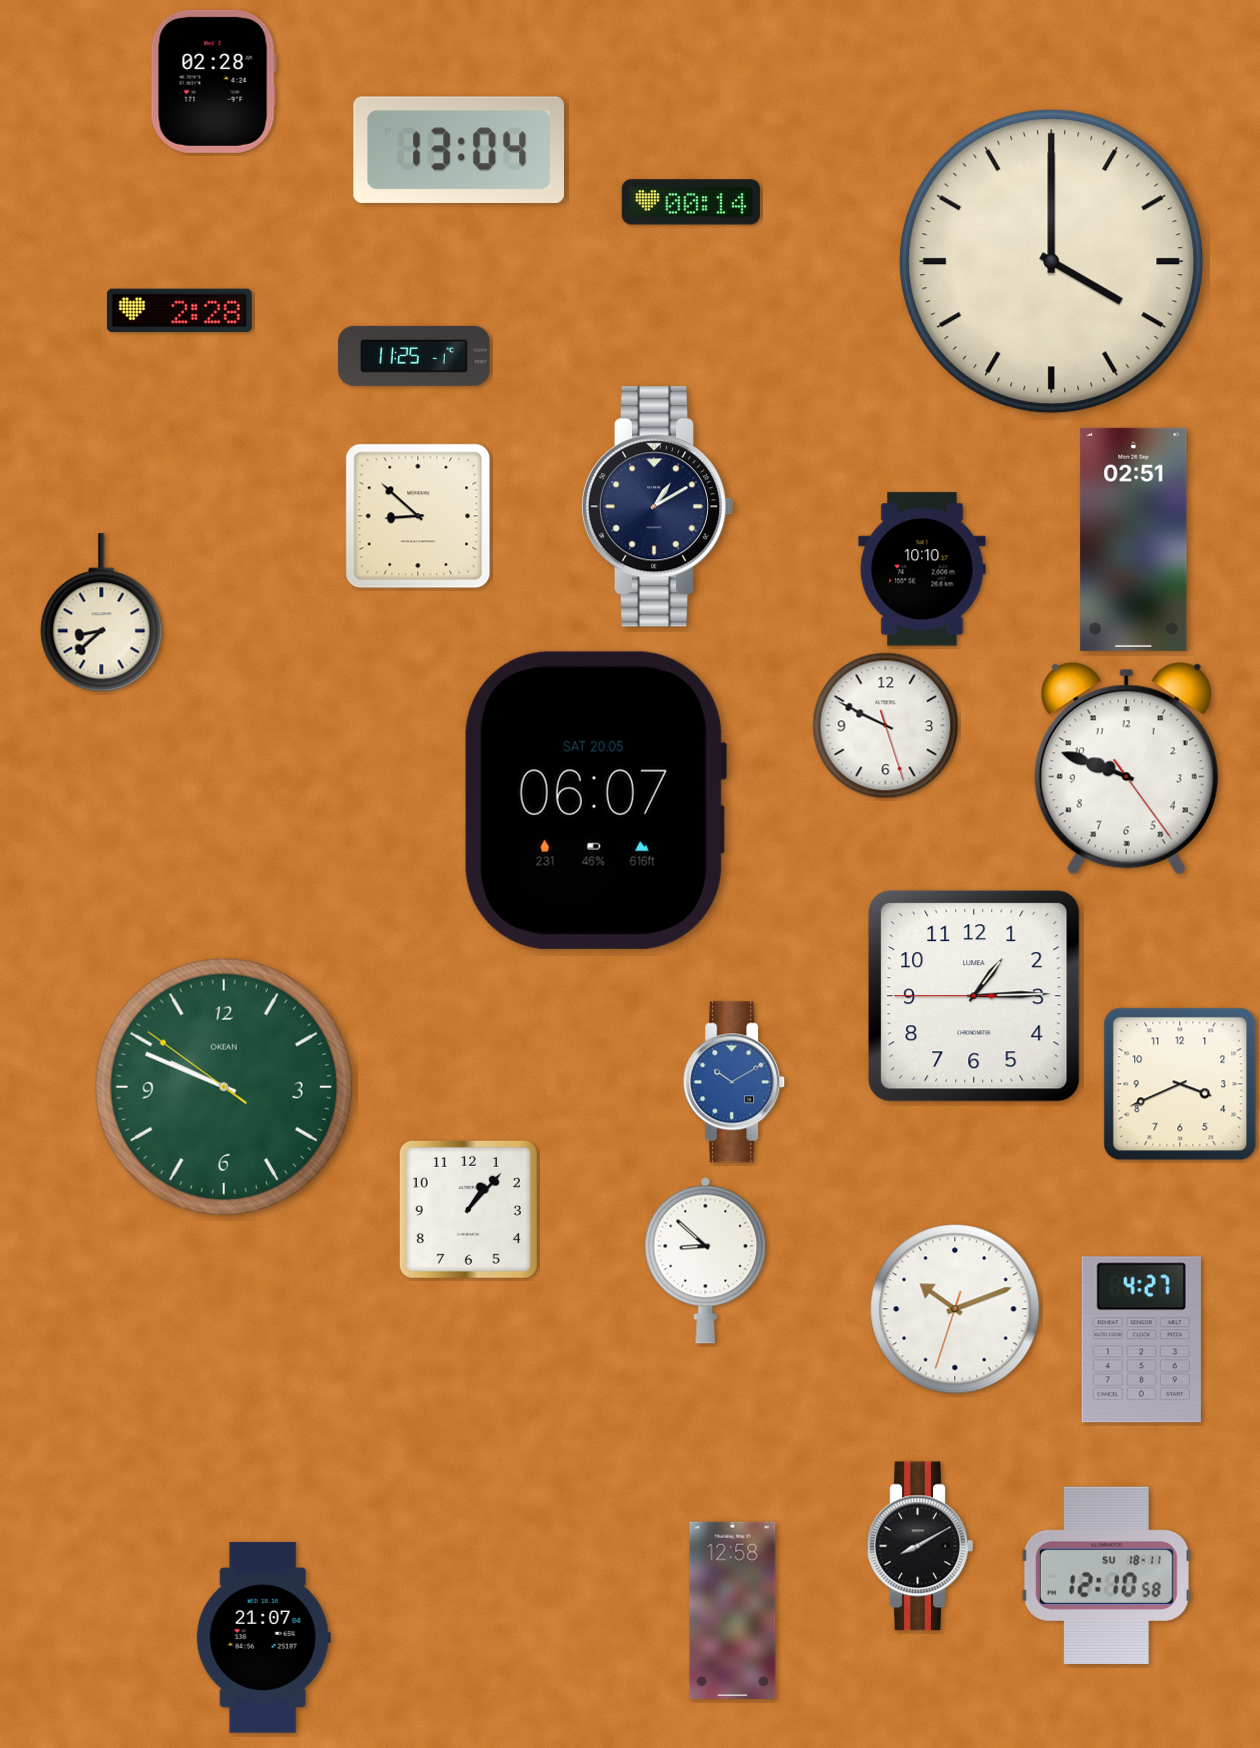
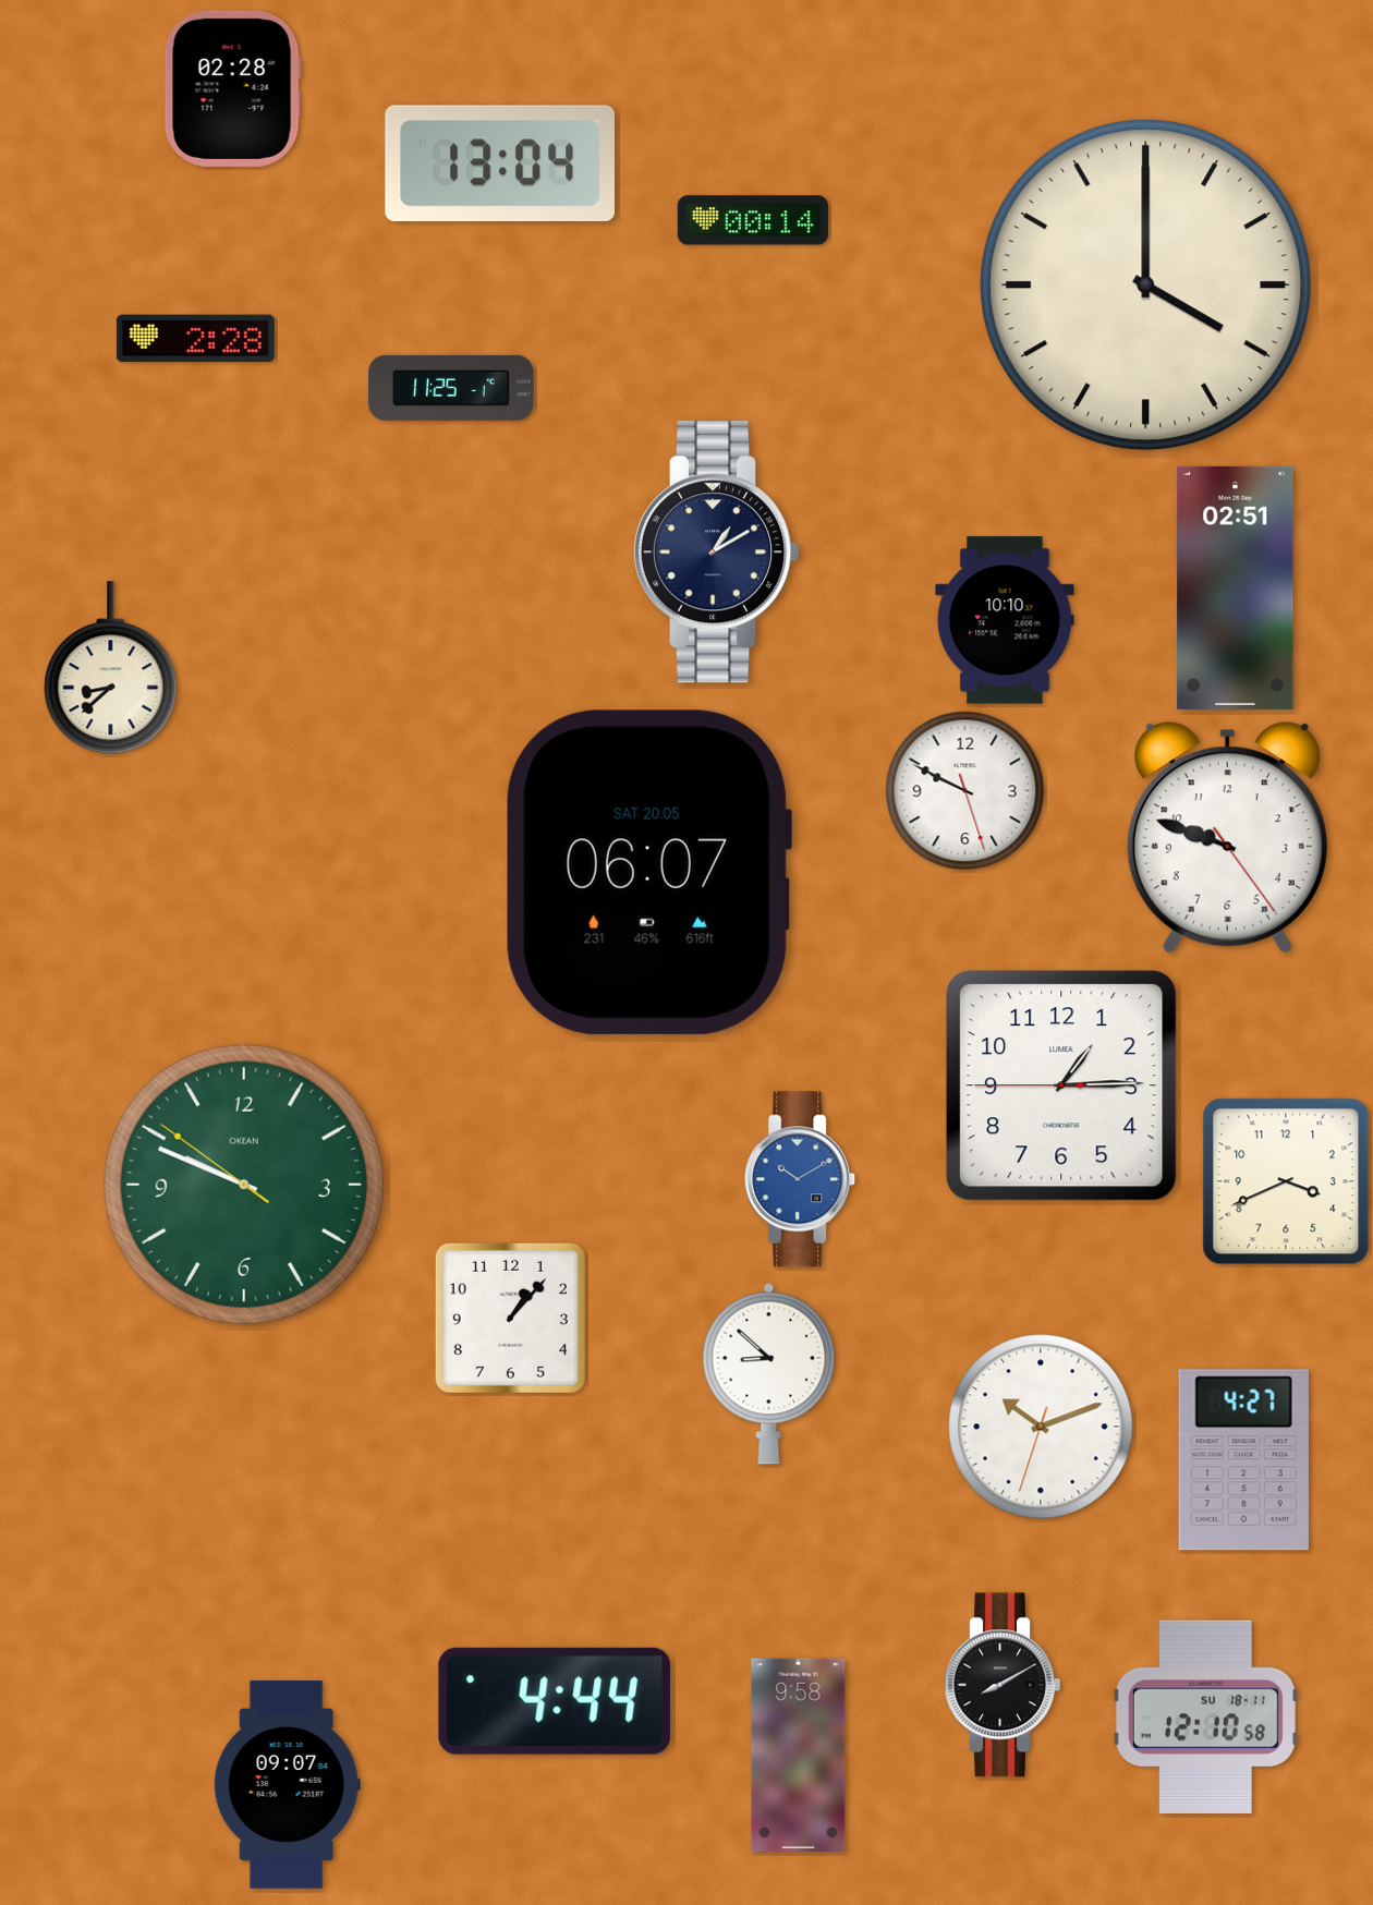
clock at (418, 516): 8:52 -> none
clock at (555, 1701): none -> 4:44
clock at (733, 1610): 12:58 -> 9:58
clock at (263, 1638): 21:07 -> 09:07
